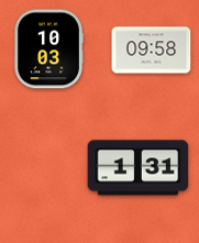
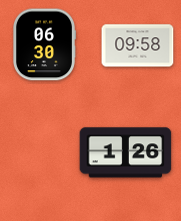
clock at (49, 49): 10:03 -> 06:30
clock at (139, 168): 1:31 -> 1:26
